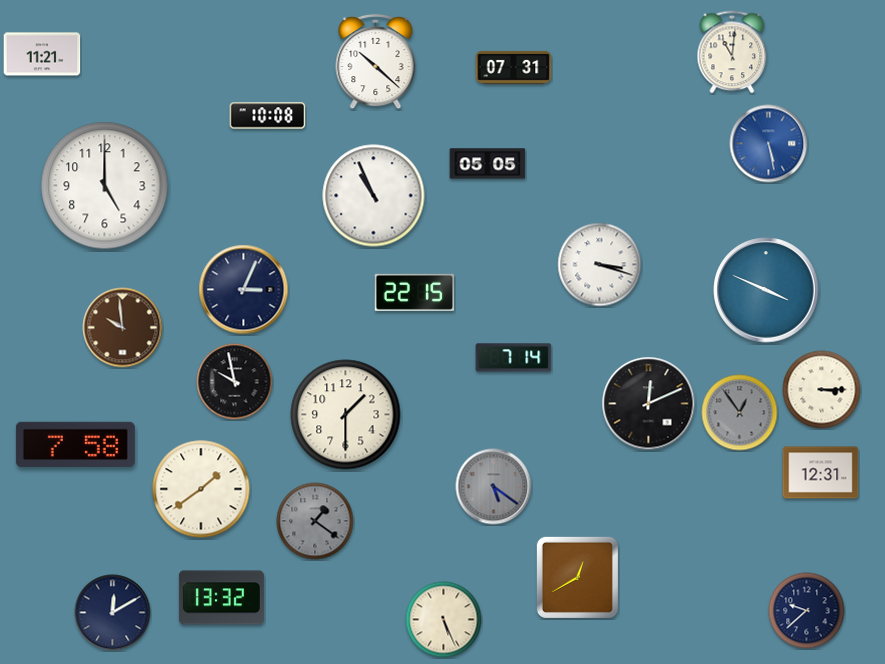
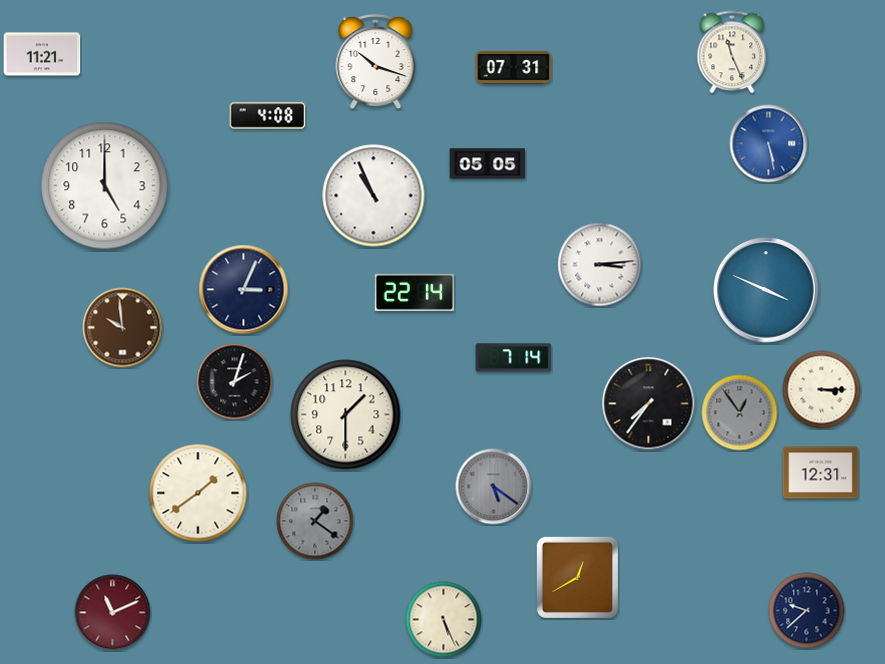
clock at (732, 52): 11:01 -> 11:26
clock at (376, 62): 10:22 -> 10:18
clock at (268, 116): 10:08 -> 4:08
clock at (600, 265): 3:18 -> 3:14
clock at (415, 292): 22:15 -> 22:14
clock at (235, 382): 9:58 -> 2:03
clock at (649, 404): 12:11 -> 7:36
clock at (75, 444): 7:58 -> none
clock at (201, 489) position: (201, 489) -> (198, 493)
clock at (221, 598): 13:32 -> none
clock at (113, 613): 12:10 -> 11:11
clock at (113, 613) dial: navy -> burgundy
